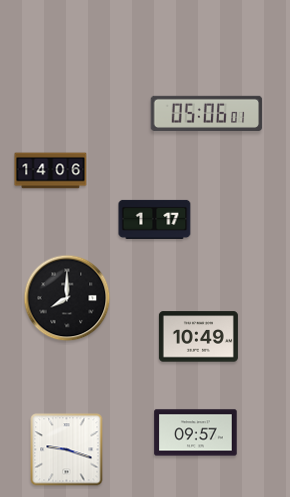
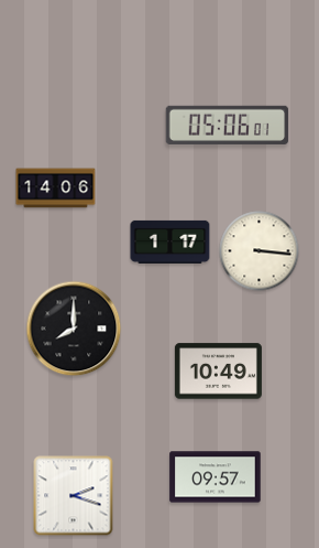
clock at (260, 251): none -> 3:16
clock at (67, 450): 9:18 -> 2:18
